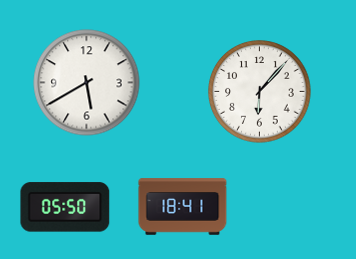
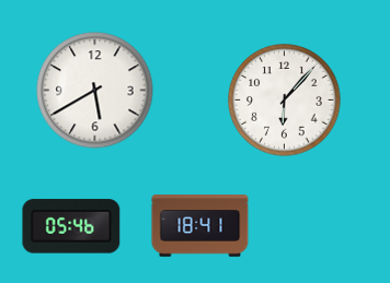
clock at (65, 207): 05:50 -> 05:46
